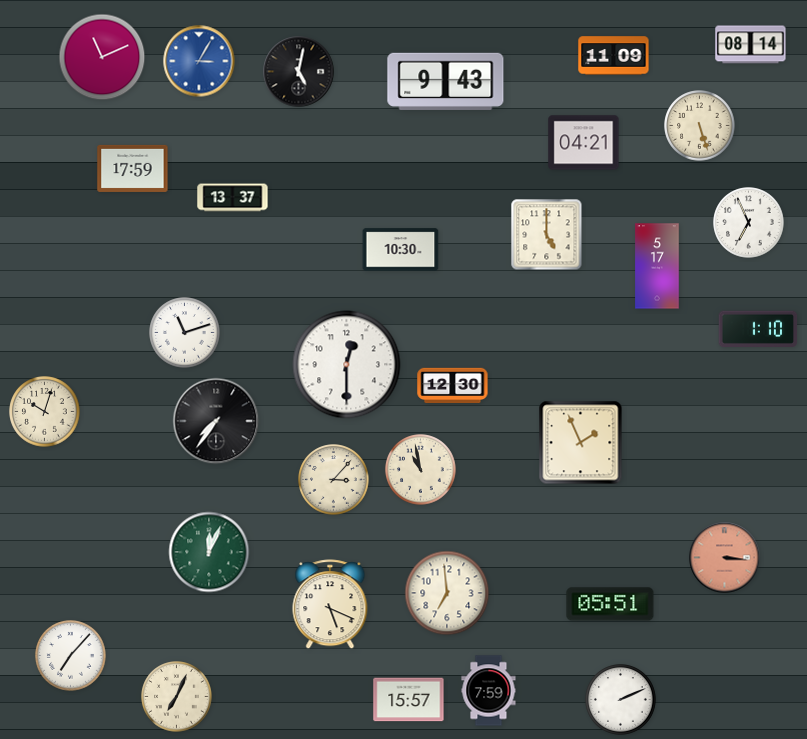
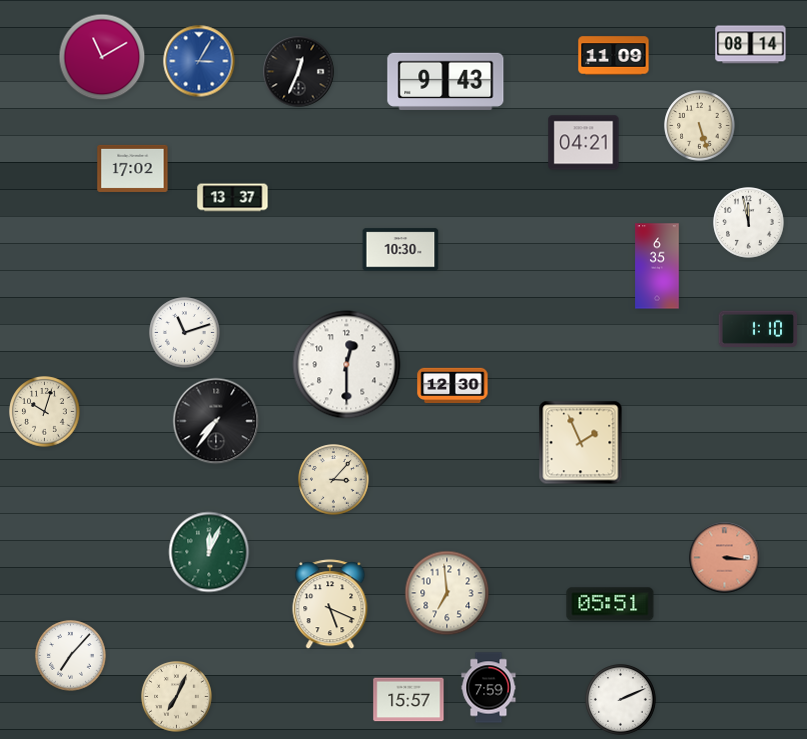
clock at (102, 57): 11:11 -> 11:10
clock at (299, 72): 5:02 -> 12:34
clock at (133, 168): 17:59 -> 17:02
clock at (749, 223): 6:56 -> 11:58
clock at (547, 235): 5:00 -> none
clock at (657, 266): 5:17 -> 6:35
clock at (421, 470): 10:58 -> none
clock at (489, 691) position: (489, 691) -> (489, 688)
